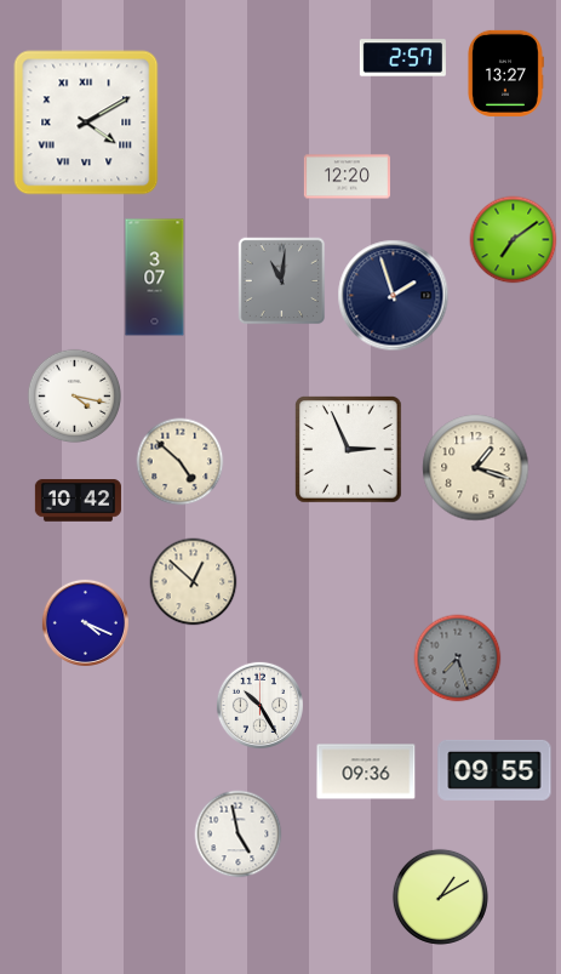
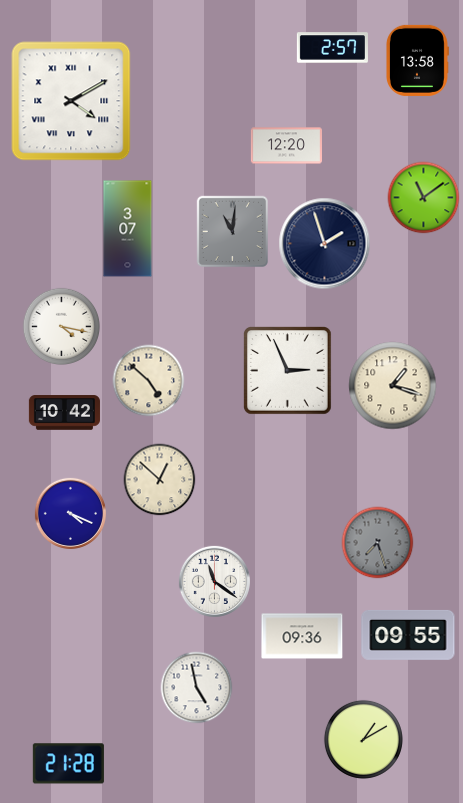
clock at (505, 73): 13:27 -> 13:58
clock at (514, 240): 7:09 -> 11:09
clock at (259, 705): 10:25 -> 11:21
clock at (68, 764): none -> 21:28
